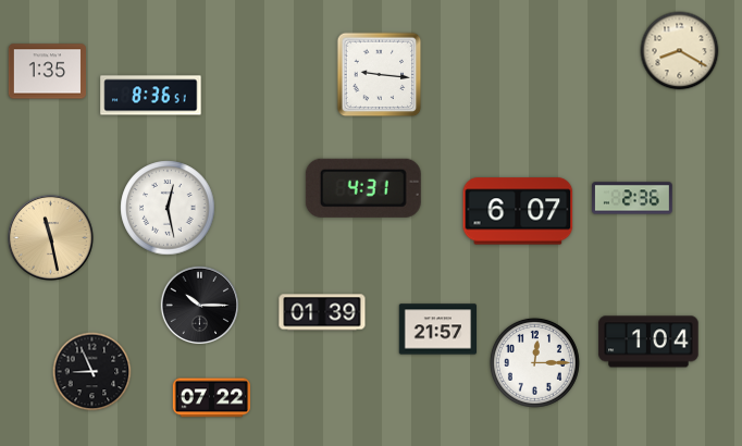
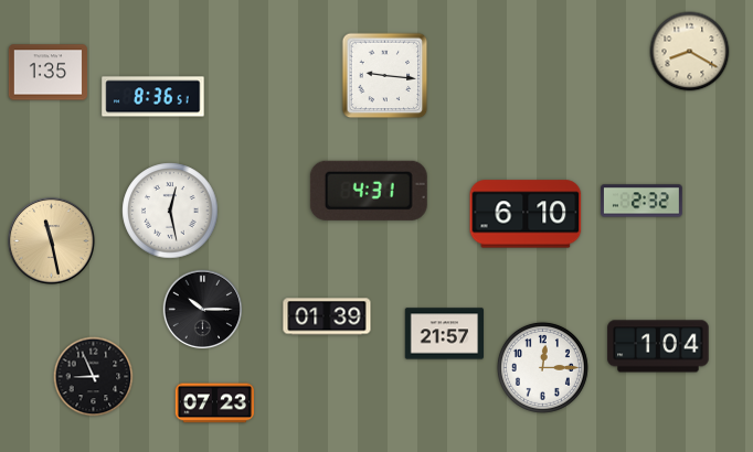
clock at (633, 198): 2:36 -> 2:32
clock at (518, 211): 6:07 -> 6:10
clock at (212, 398): 07:22 -> 07:23
